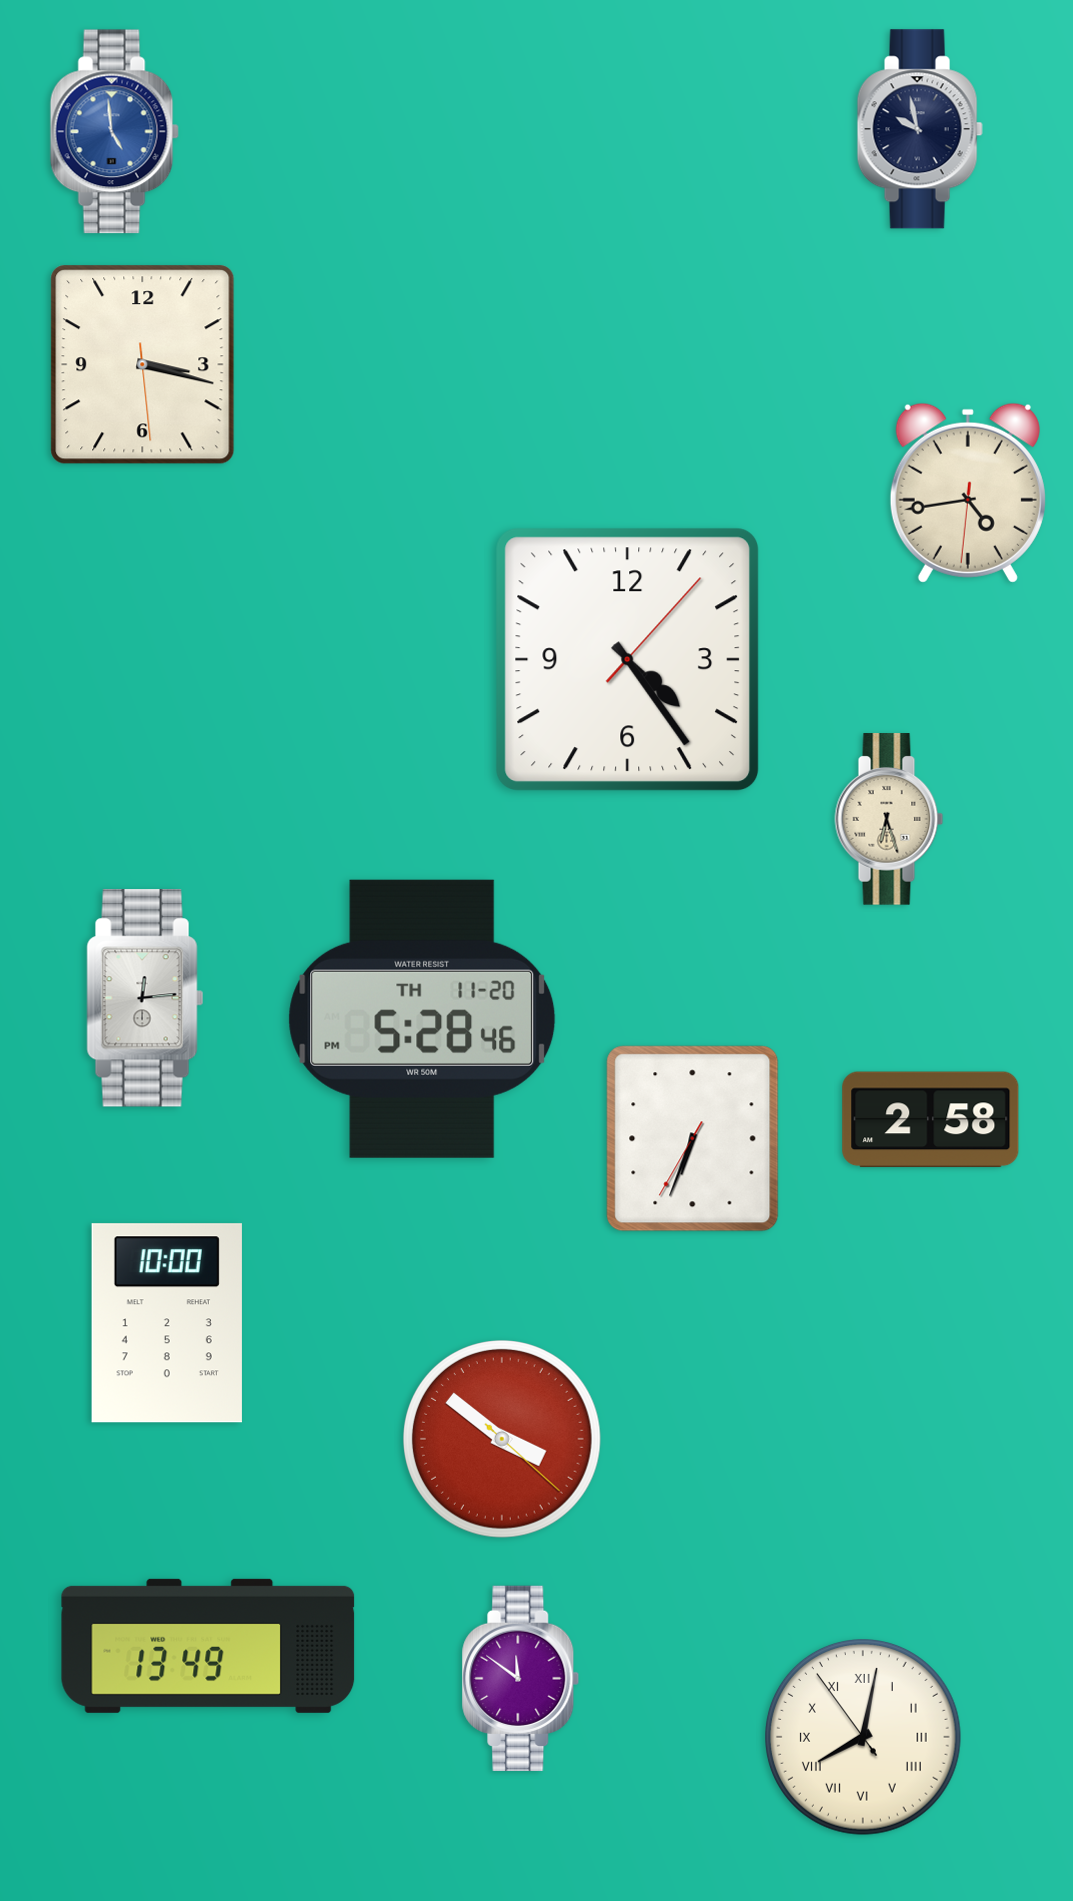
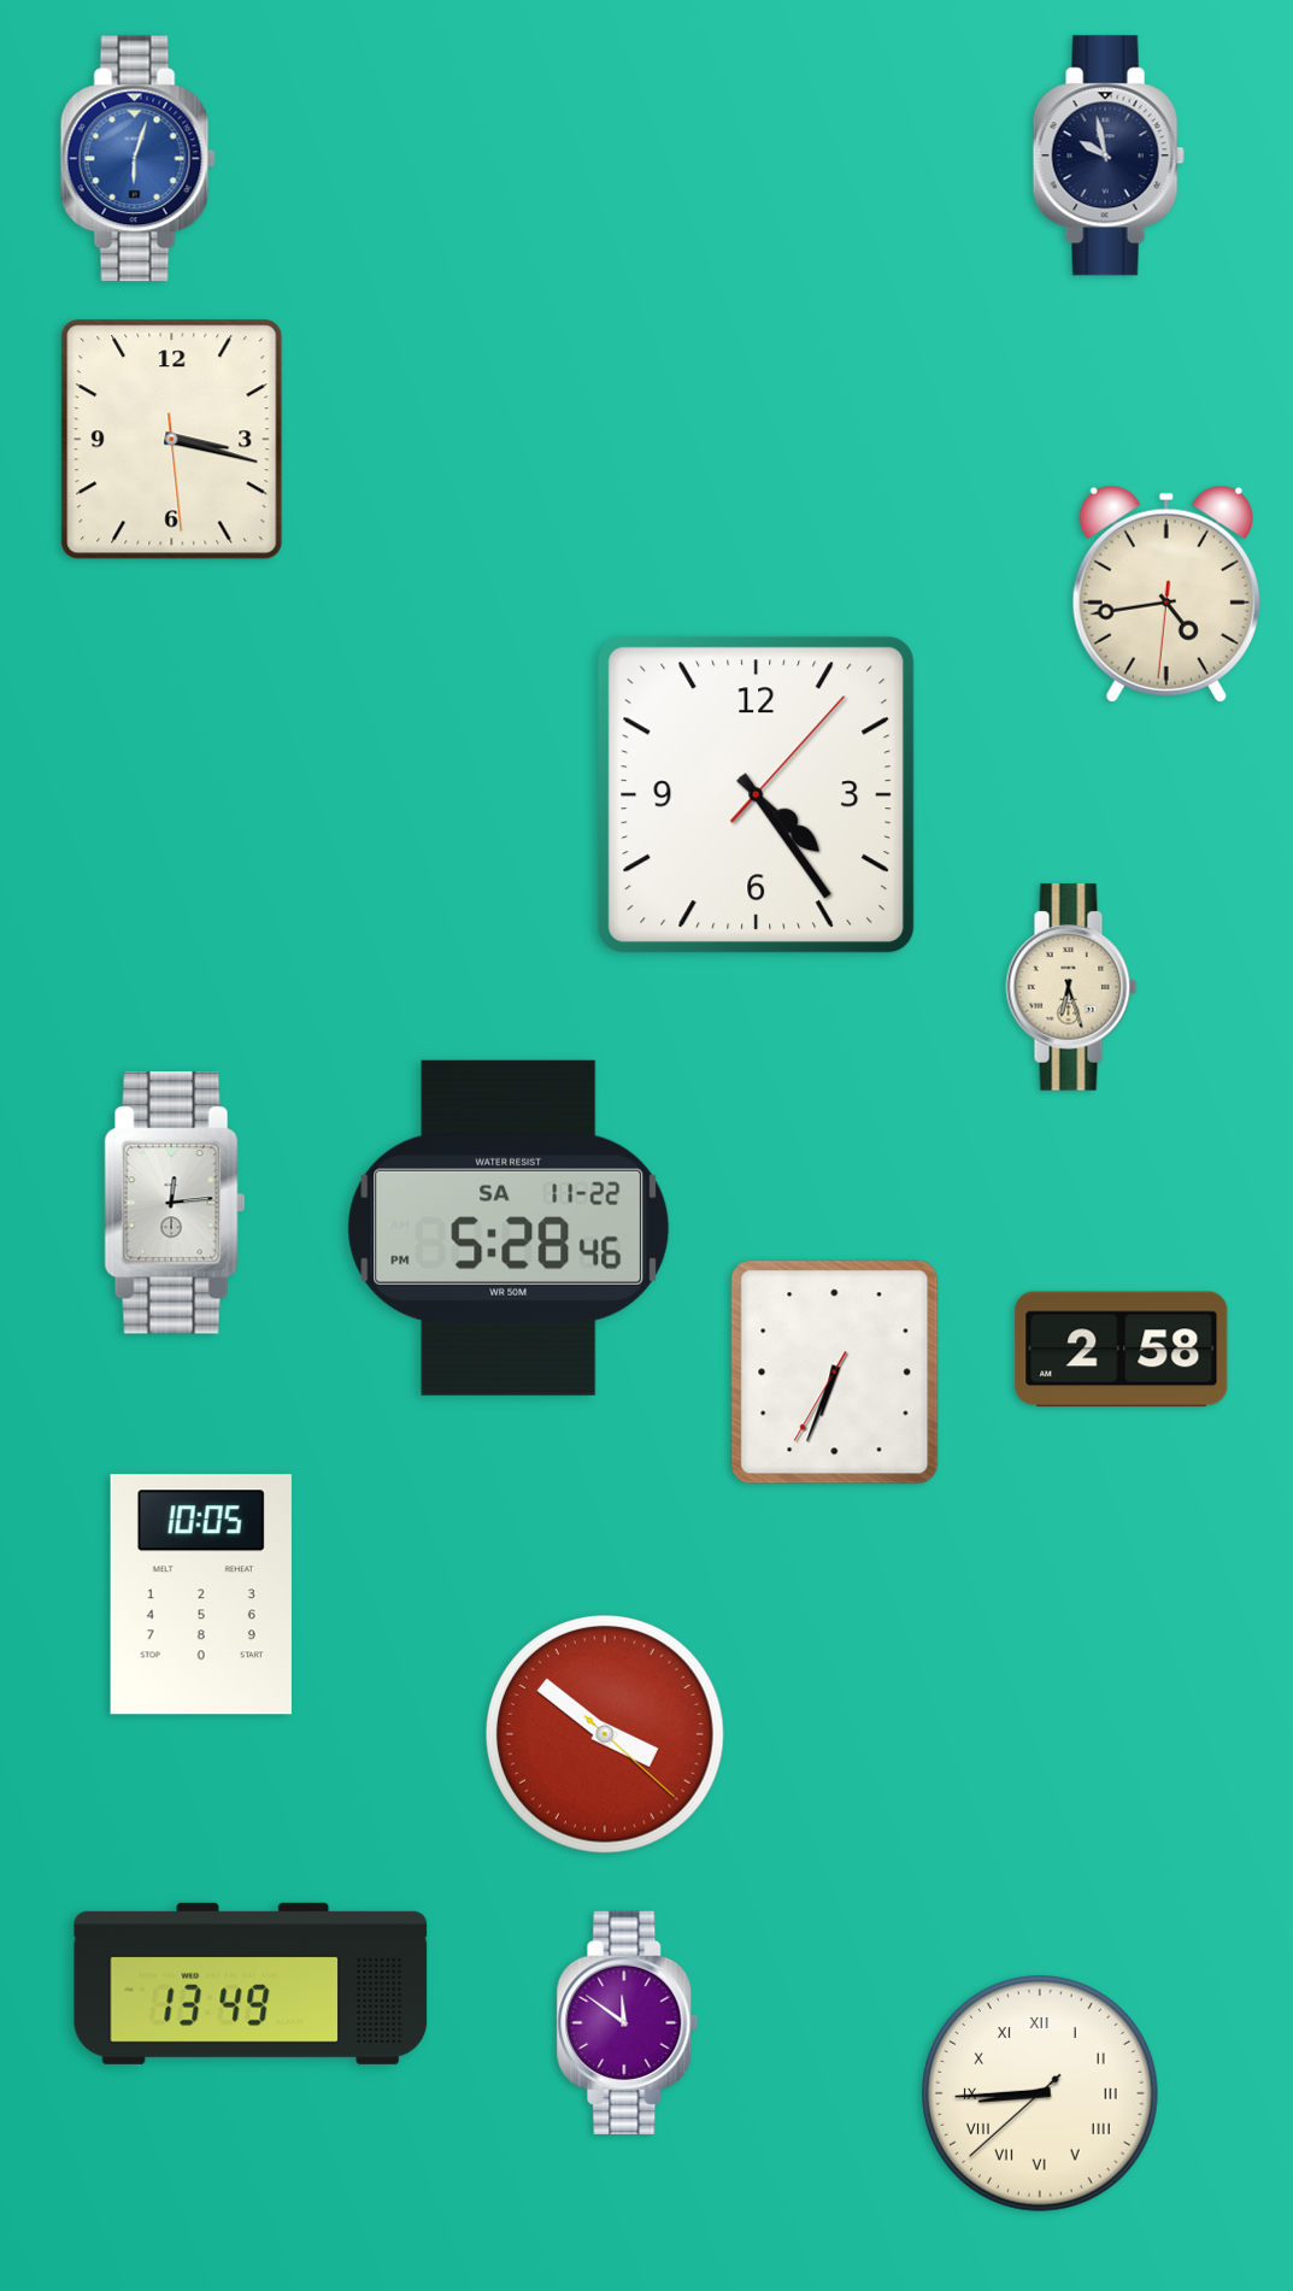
clock at (114, 132): 4:59 -> 6:03
clock at (422, 1019) date: TH 11-20 -> SA 11-22
clock at (167, 1323): 10:00 -> 10:05
clock at (864, 1738): 8:01 -> 8:44
